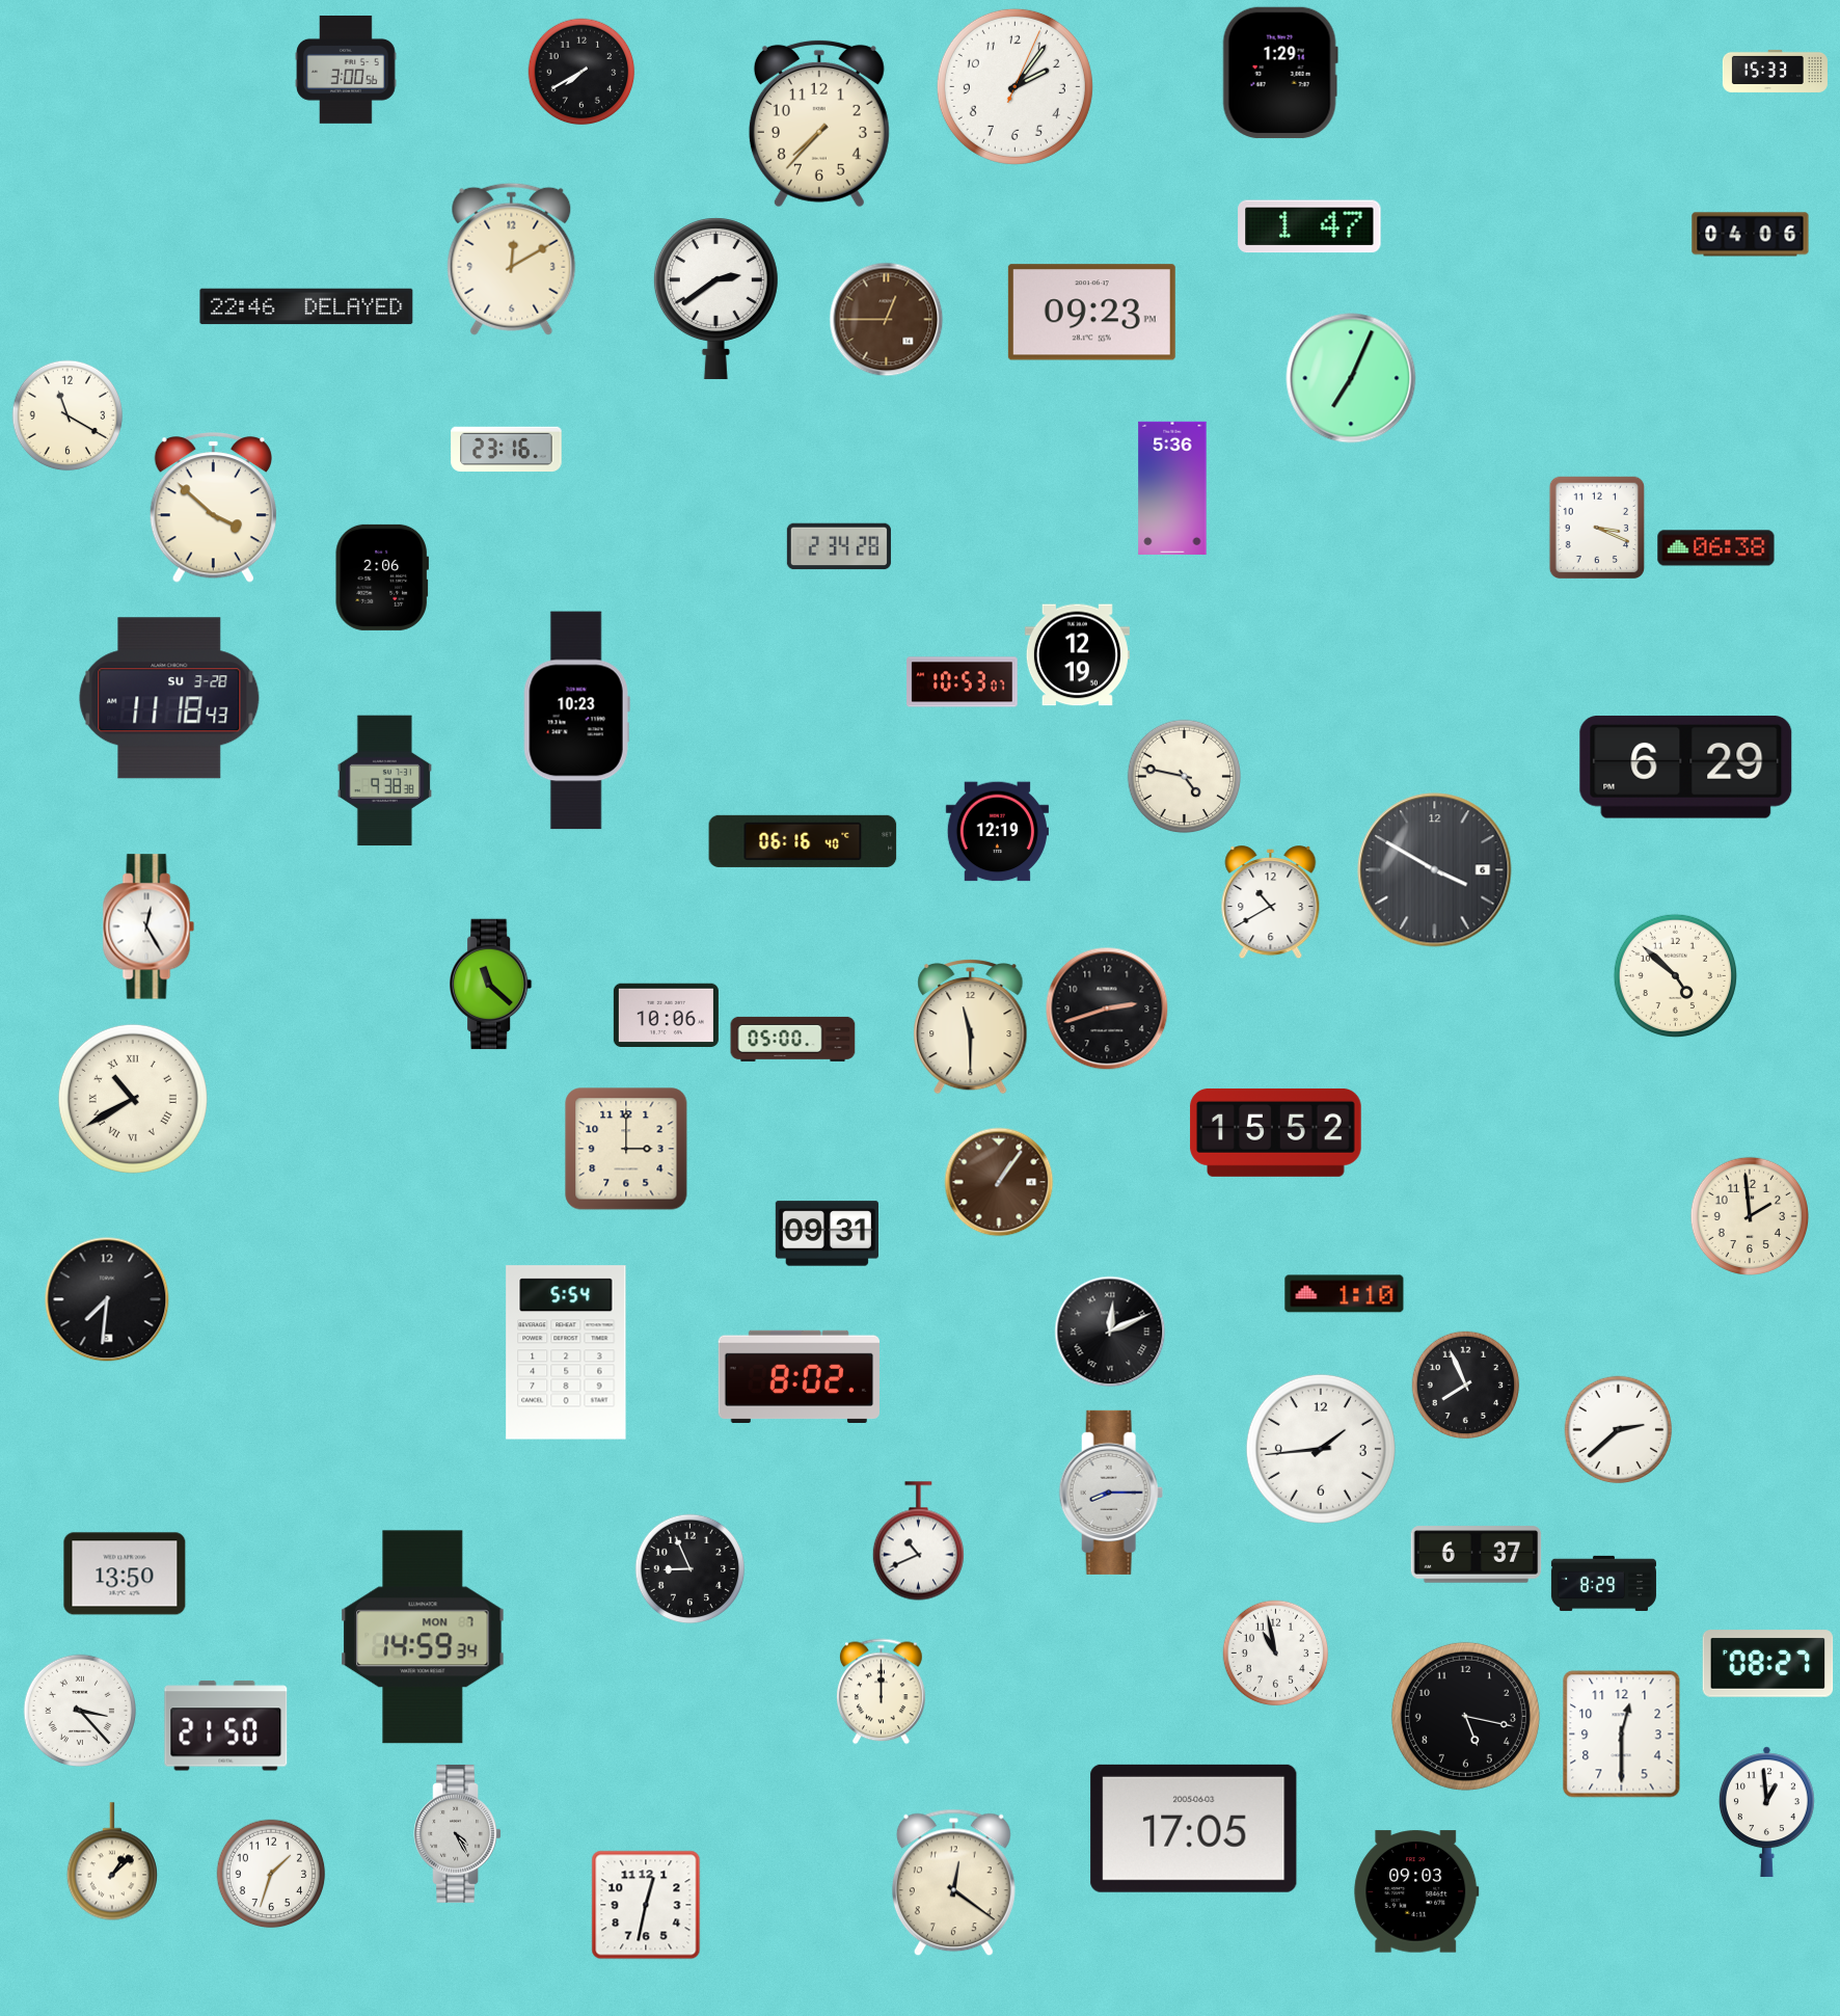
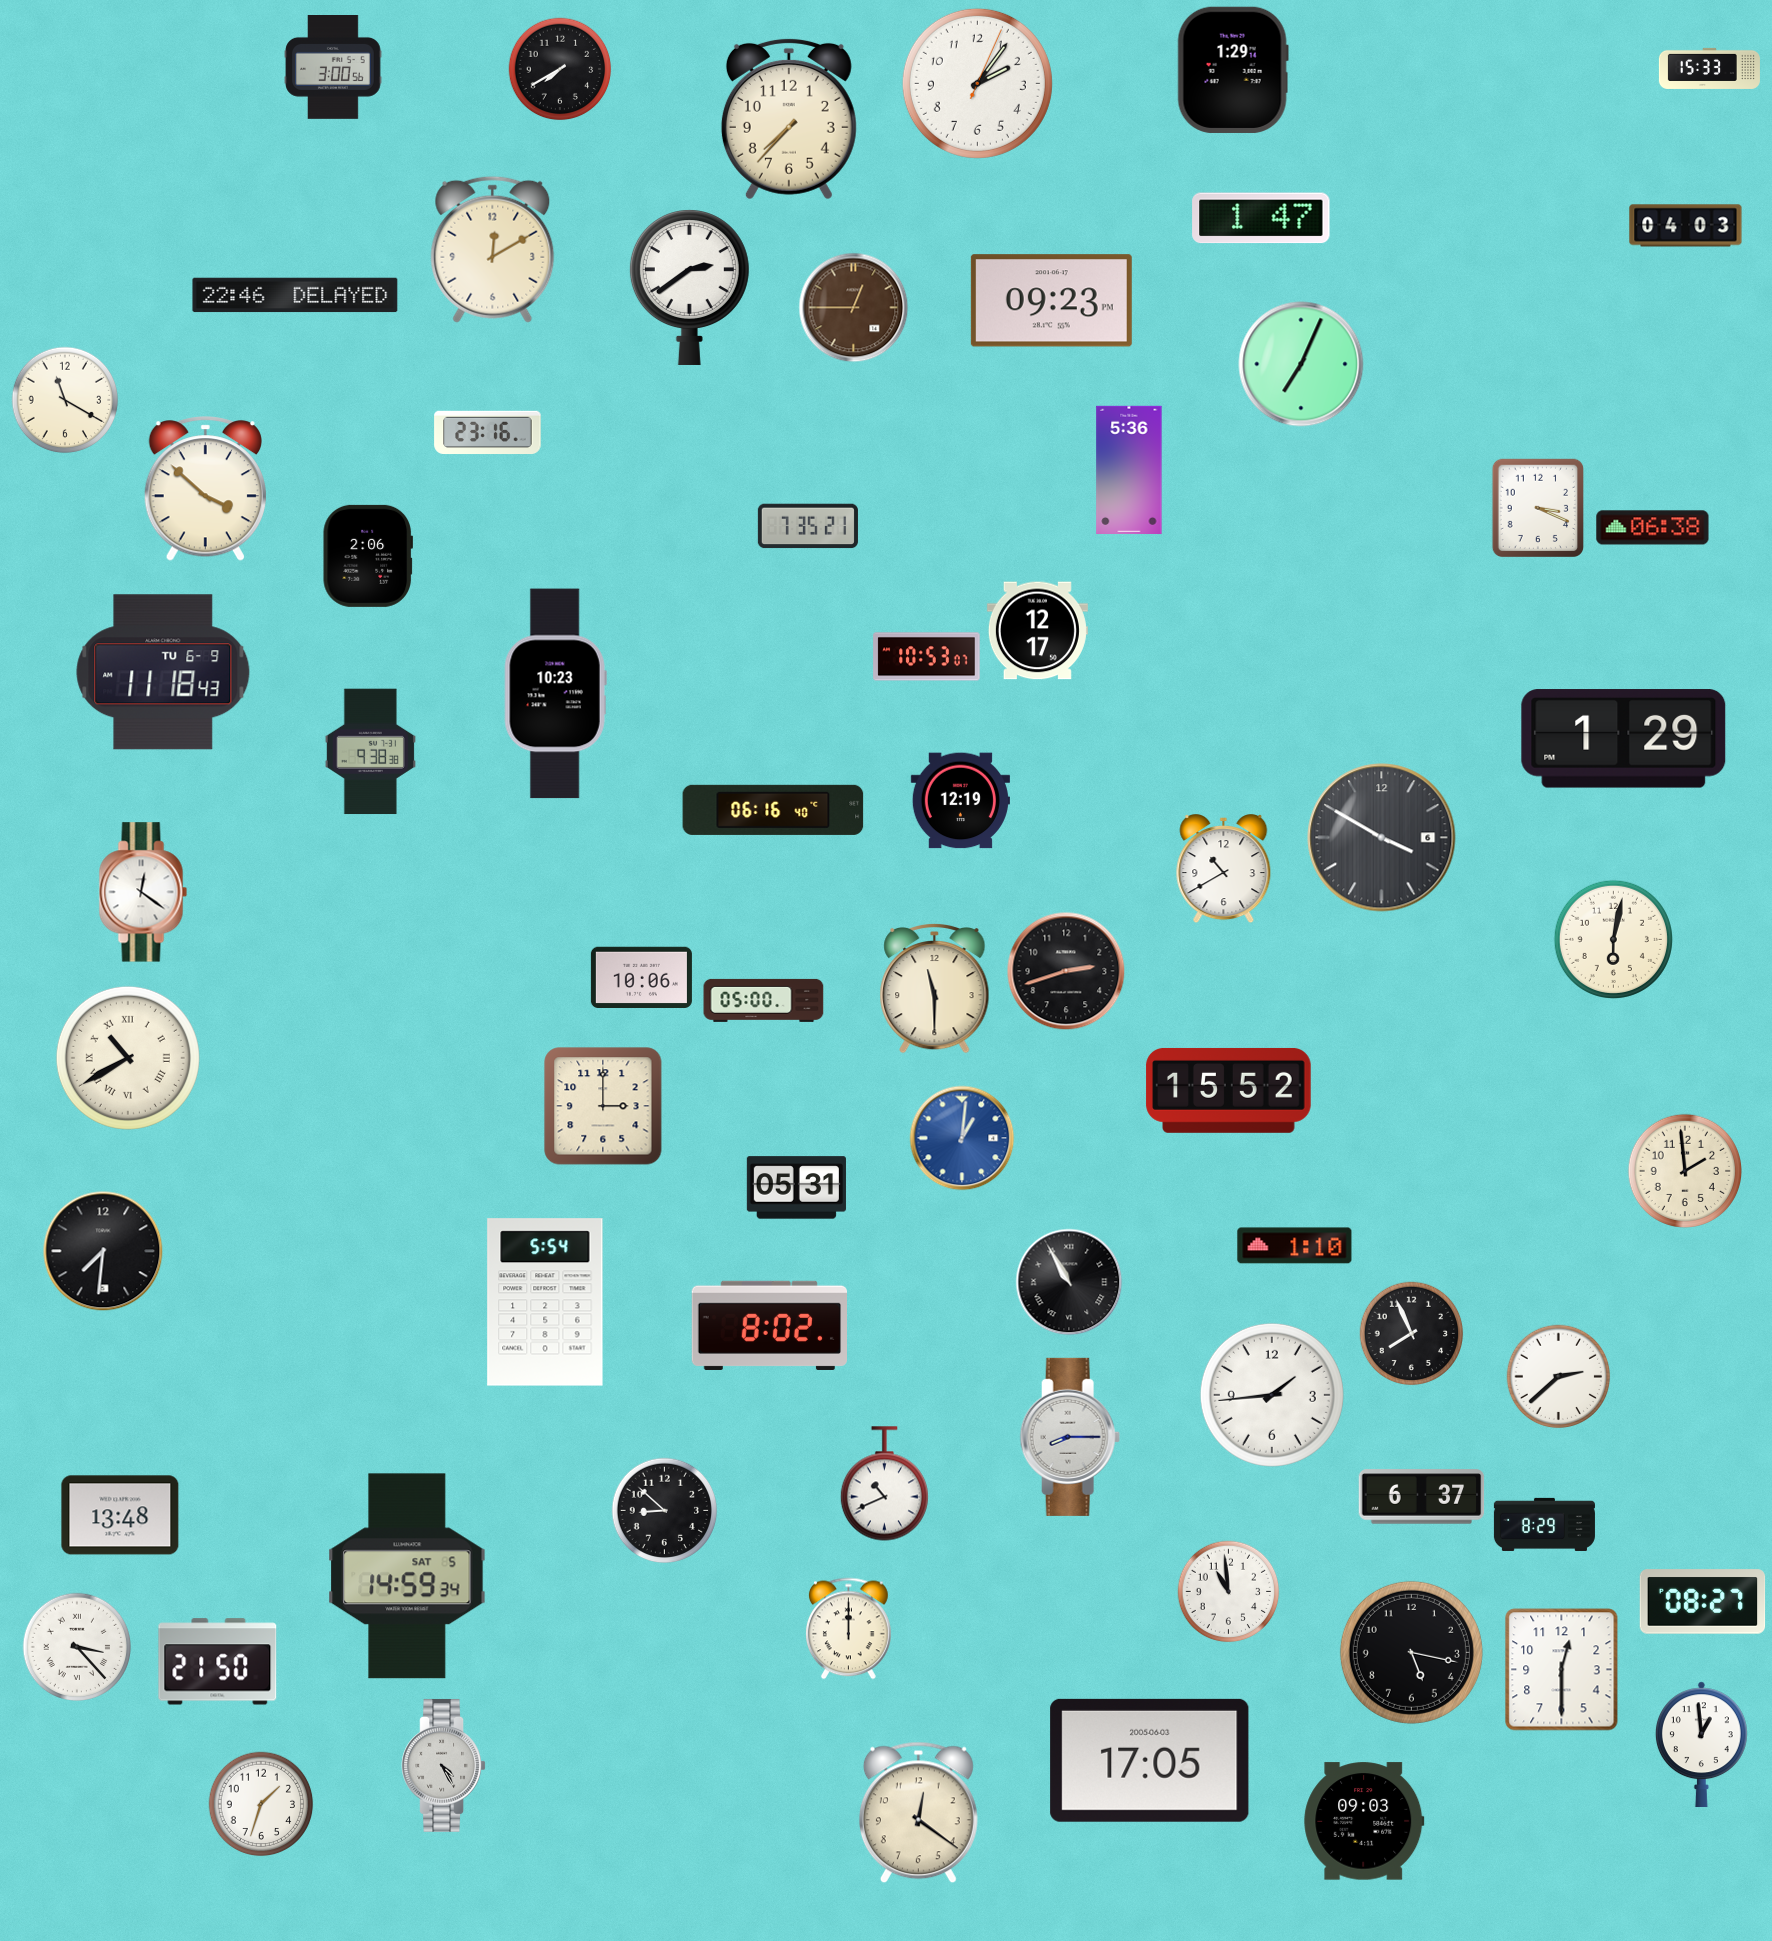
clock at (1751, 235): 04:06 -> 04:03
clock at (839, 546): 2:34 -> 7:35
clock at (1077, 655): 12:19 -> 12:17
clock at (169, 698) date: SU 3-28 -> TU 6-9
clock at (1686, 768): 6:29 -> 1:29
clock at (1184, 776): 4:47 -> none
clock at (148, 926): 12:25 -> 12:21
clock at (1675, 975): 4:52 -> 6:02
clock at (491, 985): 11:22 -> none
clock at (999, 1182): 1:06 -> 1:01
clock at (999, 1182) dial: brown -> blue
clock at (827, 1234): 09:31 -> 05:31
clock at (1110, 1332): 12:11 -> 10:55
clock at (691, 1569): 8:56 -> 8:52
clock at (125, 1574): 13:50 -> 13:48
clock at (423, 1637) date: MON 7 -> SAT 5
clock at (1276, 1654): 10:58 -> 10:59
clock at (457, 1833) position: (457, 1833) -> (443, 1765)
clock at (112, 1861): 1:08 -> none
clock at (646, 1905): 12:32 -> none
